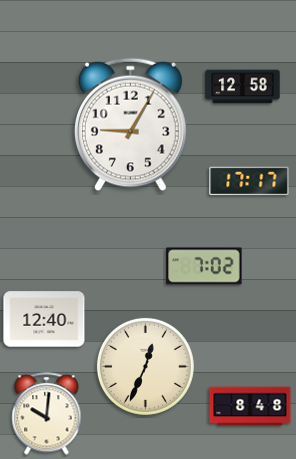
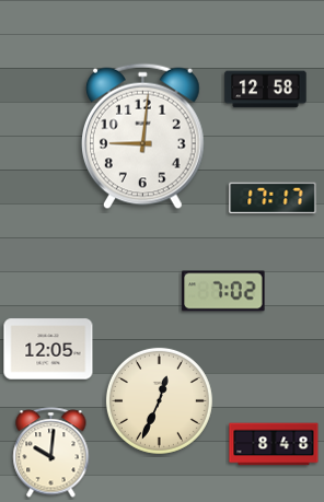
clock at (243, 87) position: (243, 87) -> (266, 90)
clock at (130, 125): 9:05 -> 9:01
clock at (44, 319): 12:40 -> 12:05
